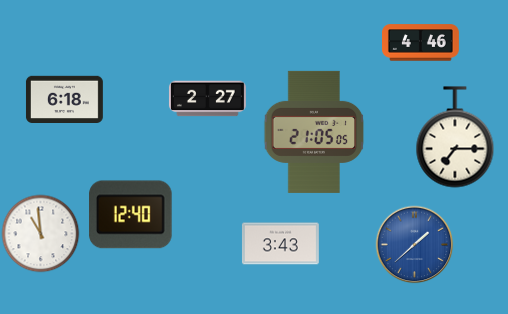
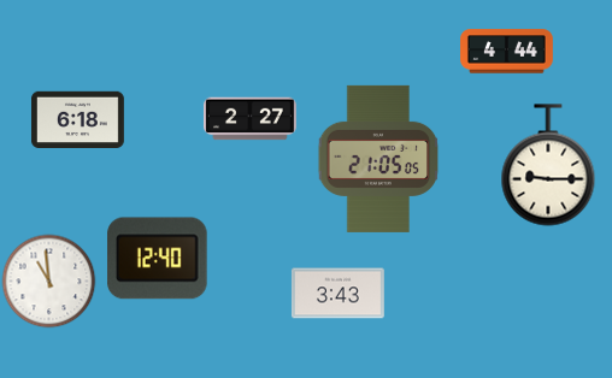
clock at (421, 43): 4:46 -> 4:44
clock at (455, 137): 7:15 -> 9:15
clock at (414, 244): 1:38 -> none
